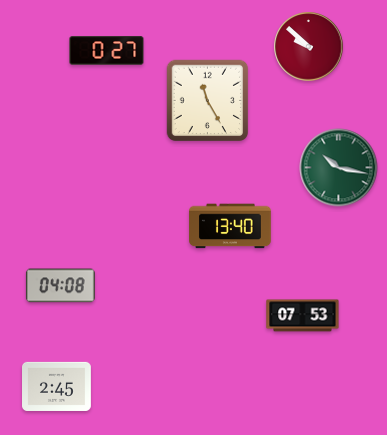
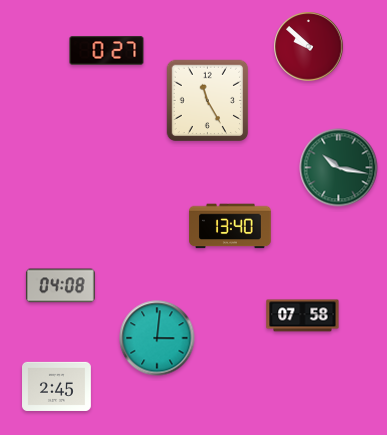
clock at (303, 316): 07:53 -> 07:58
clock at (157, 338): none -> 3:01
